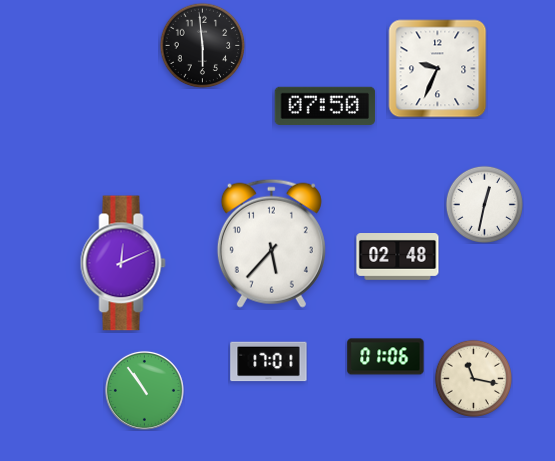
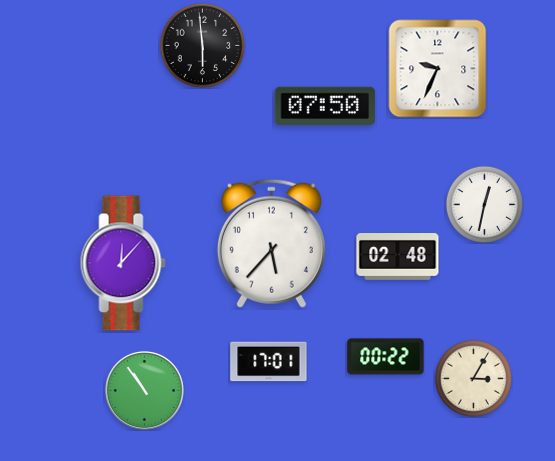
clock at (123, 263): 12:11 -> 12:07
clock at (386, 357): 01:06 -> 00:22
clock at (473, 378): 11:17 -> 3:05
